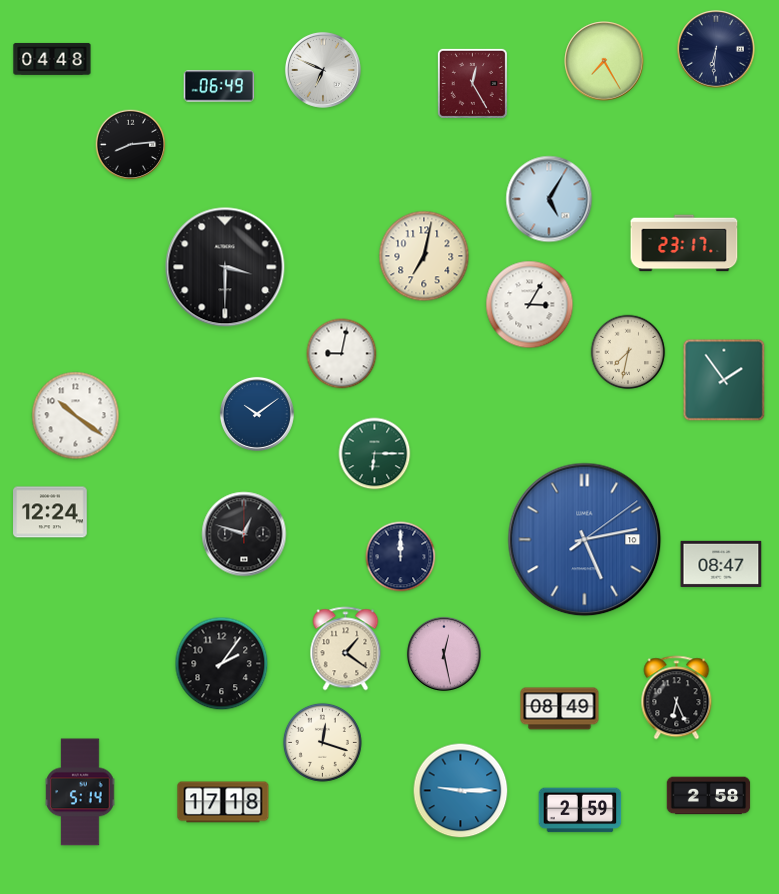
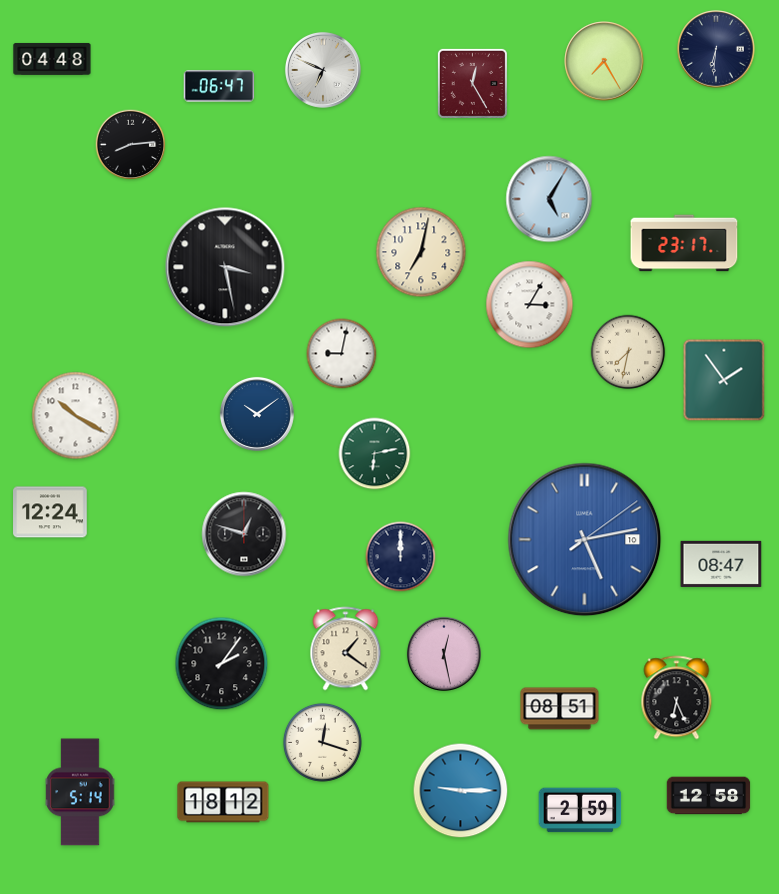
clock at (219, 86): 06:49 -> 06:47
clock at (424, 256) position: (424, 256) -> (421, 252)
clock at (225, 267): 3:30 -> 3:28
clock at (76, 416): 10:21 -> 10:20
clock at (375, 454): 6:15 -> 6:13
clock at (560, 709): 08:49 -> 08:51
clock at (709, 796): 2:58 -> 12:58
clock at (223, 802): 17:18 -> 18:12
